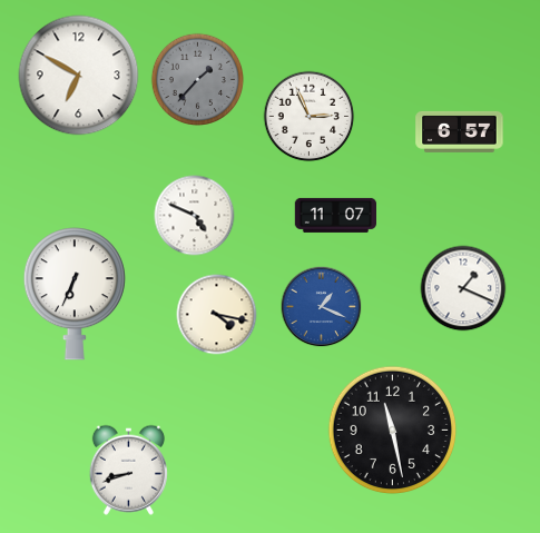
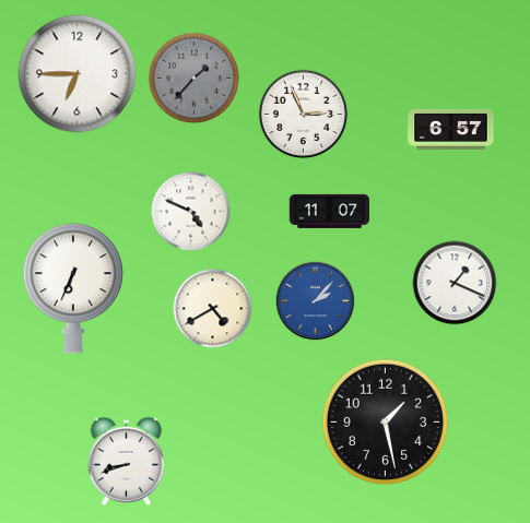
clock at (79, 76): 6:50 -> 6:45
clock at (322, 307): 1:19 -> 2:07
clock at (217, 315): 4:17 -> 4:40
clock at (393, 431): 11:28 -> 1:28
